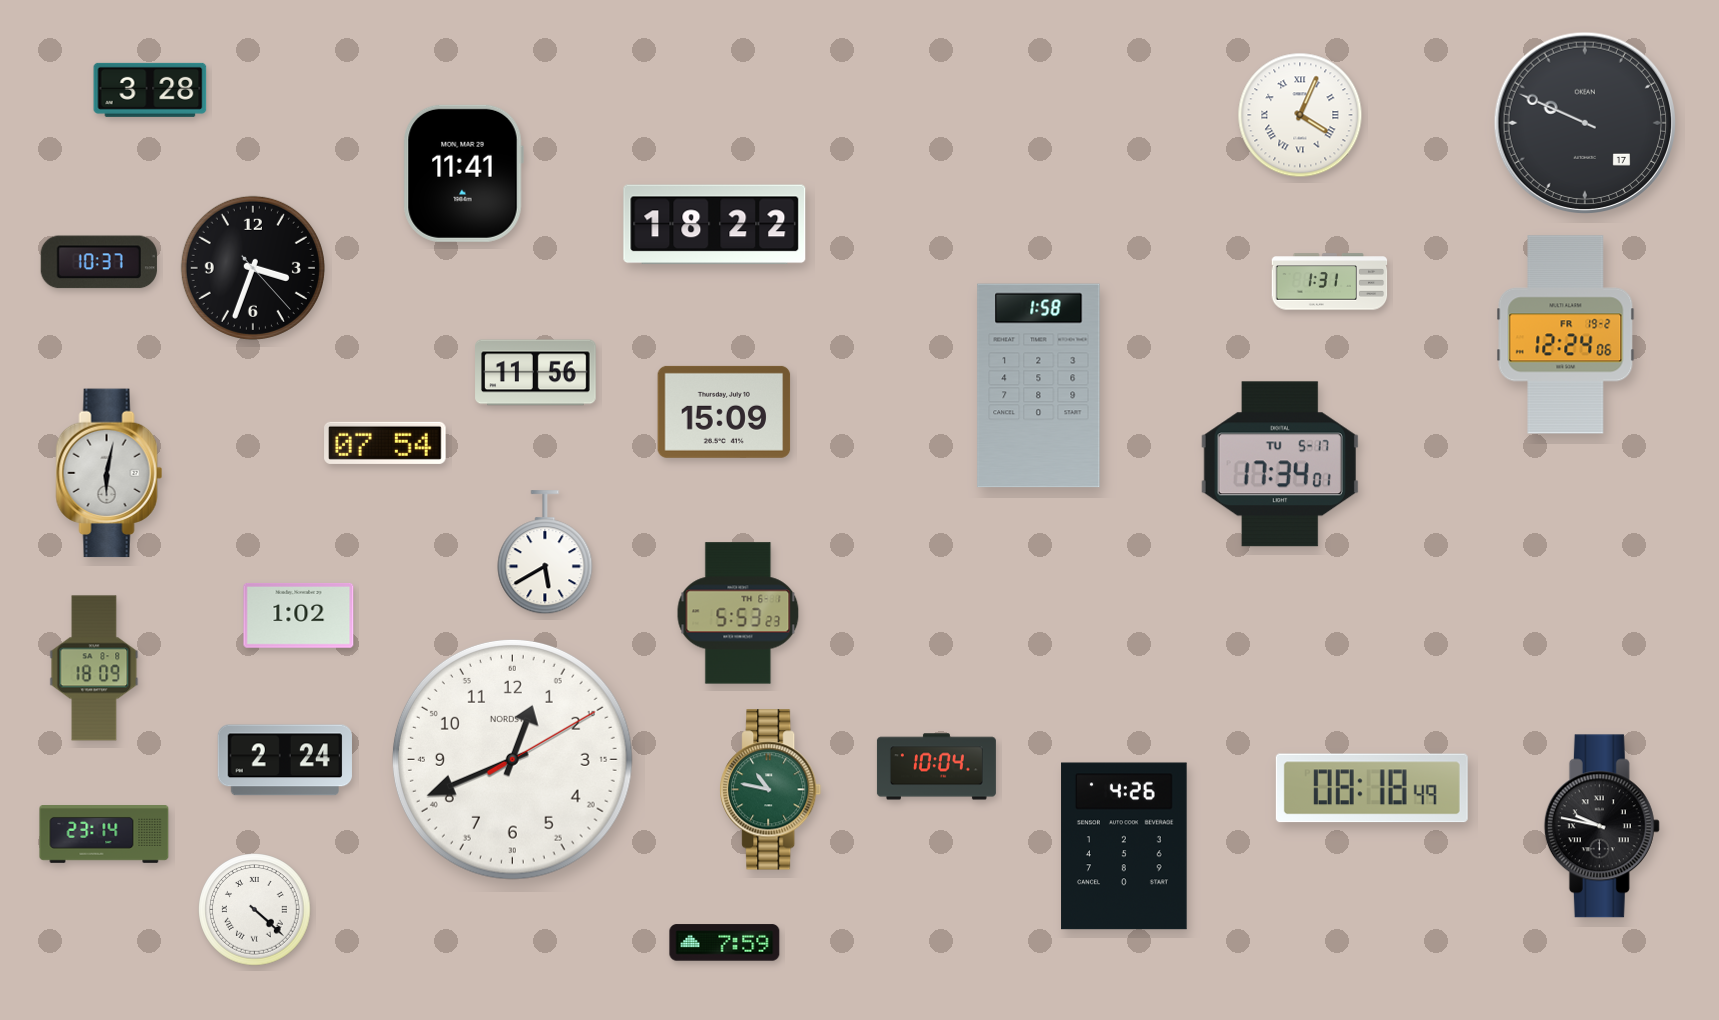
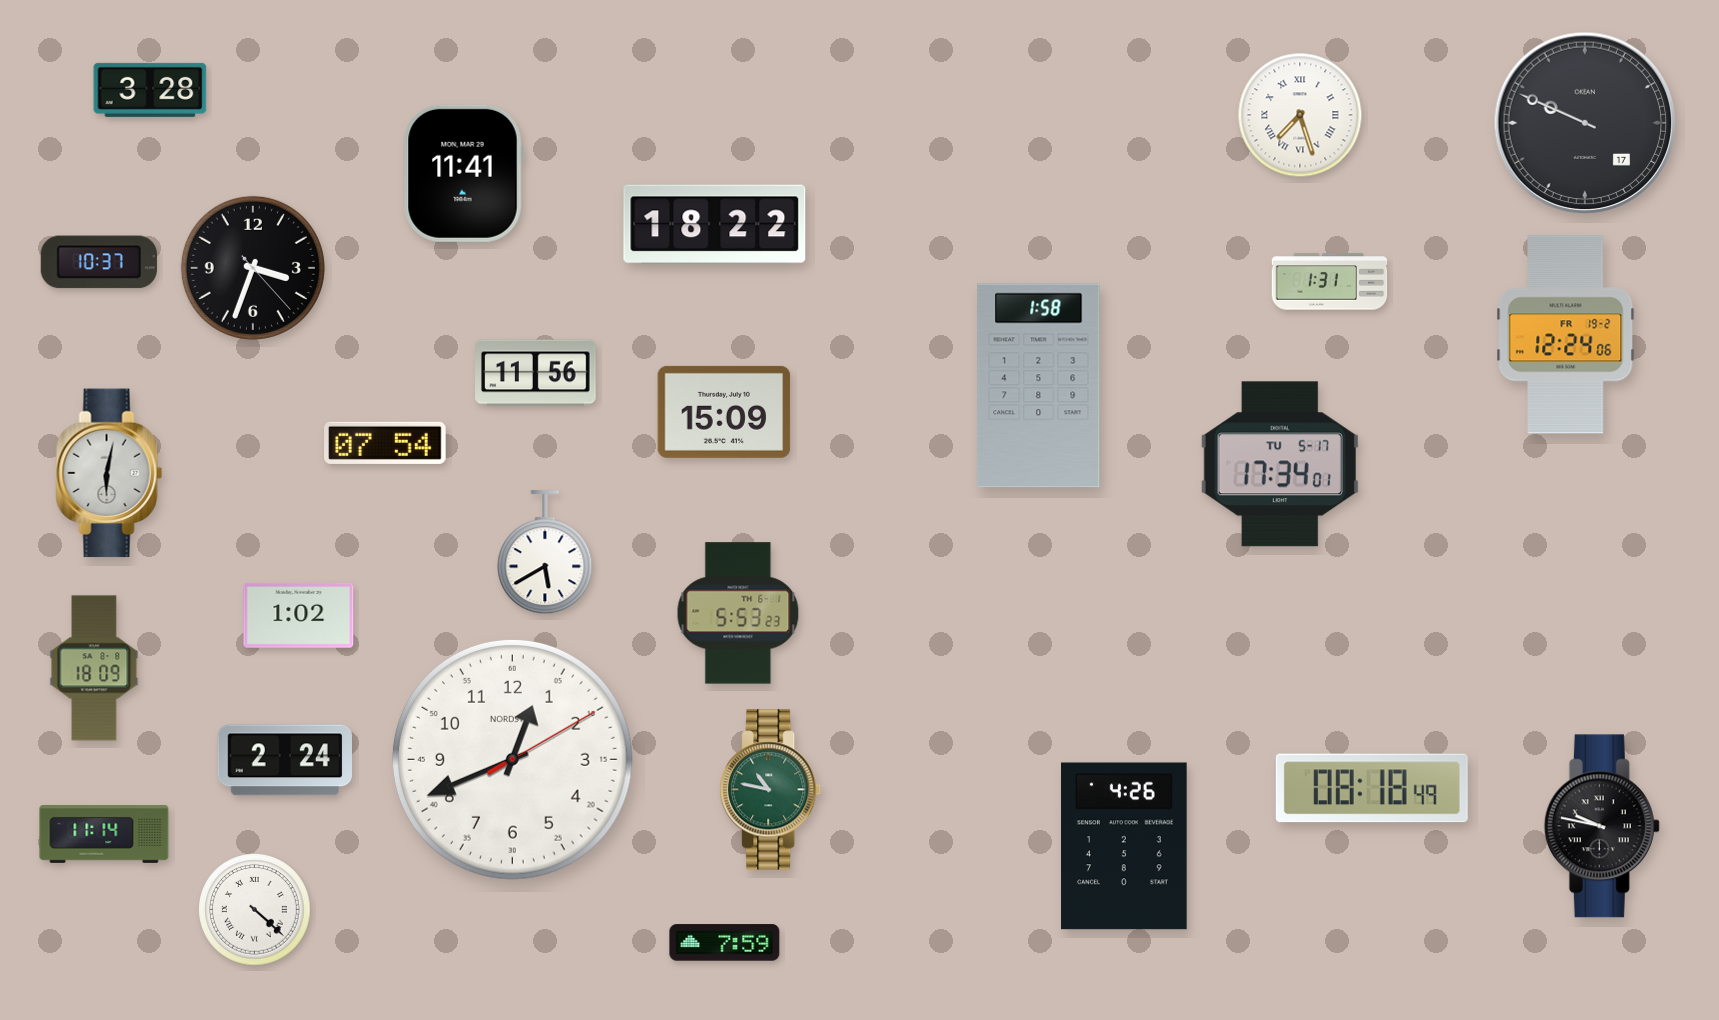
clock at (1300, 115): 4:04 -> 7:27
clock at (936, 767): 10:04 -> none
clock at (104, 835): 23:14 -> 11:14
